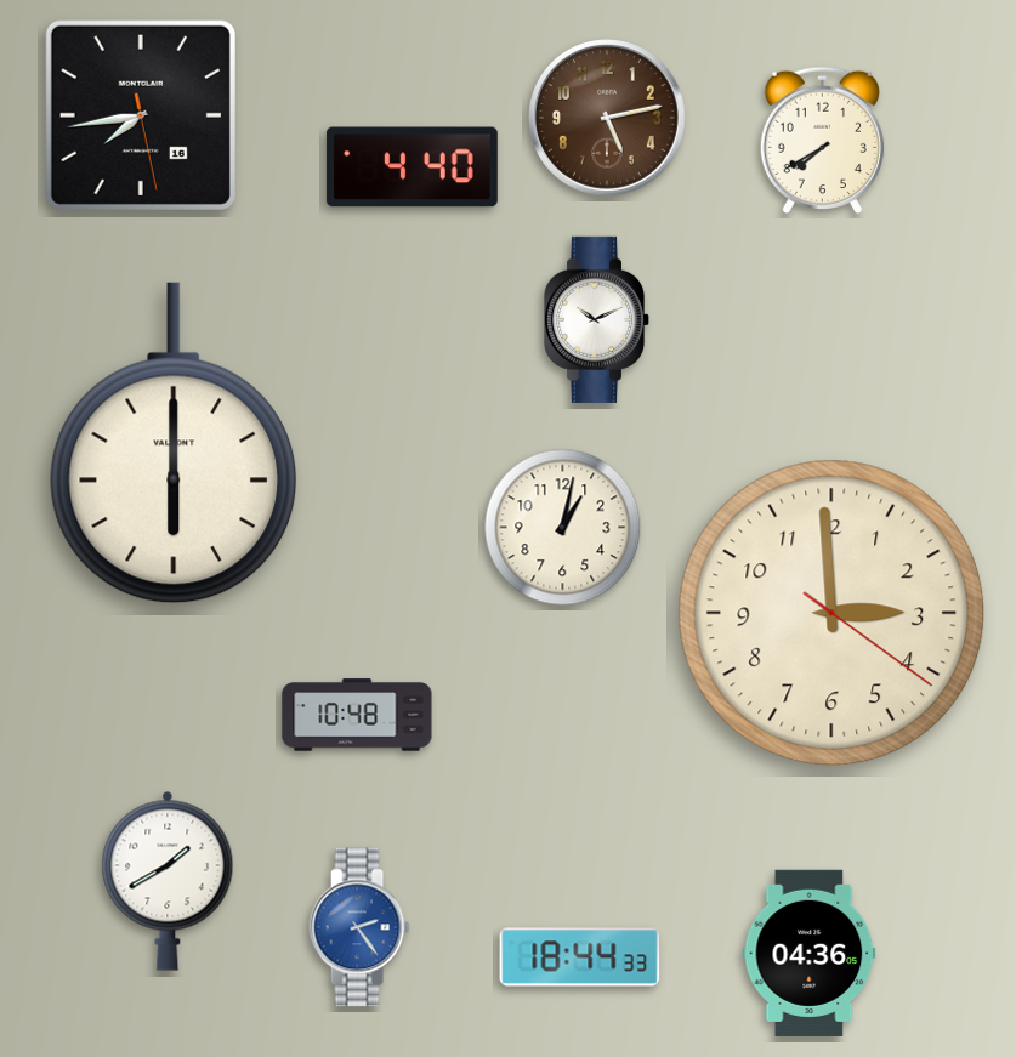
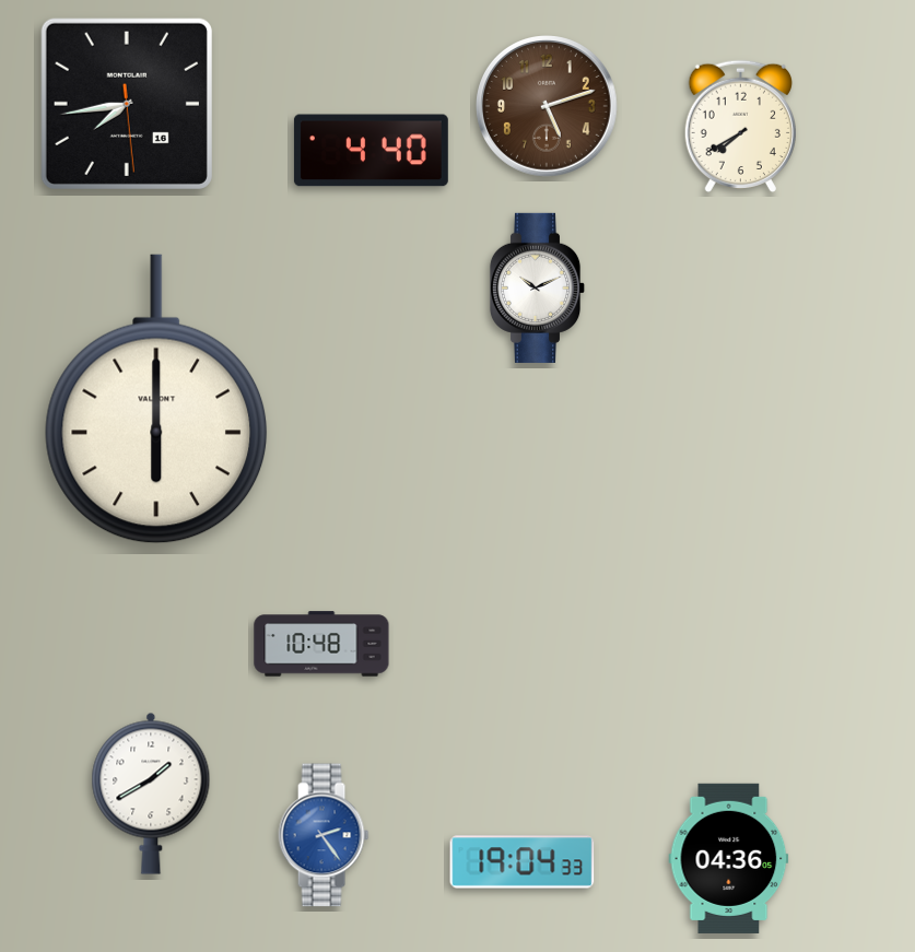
clock at (141, 115): 7:43:28 -> 7:43:29
clock at (608, 119): 5:13 -> 5:12
clock at (563, 528): 1:02 -> none
clock at (831, 613): 2:59 -> none
clock at (580, 957): 18:44 -> 19:04
